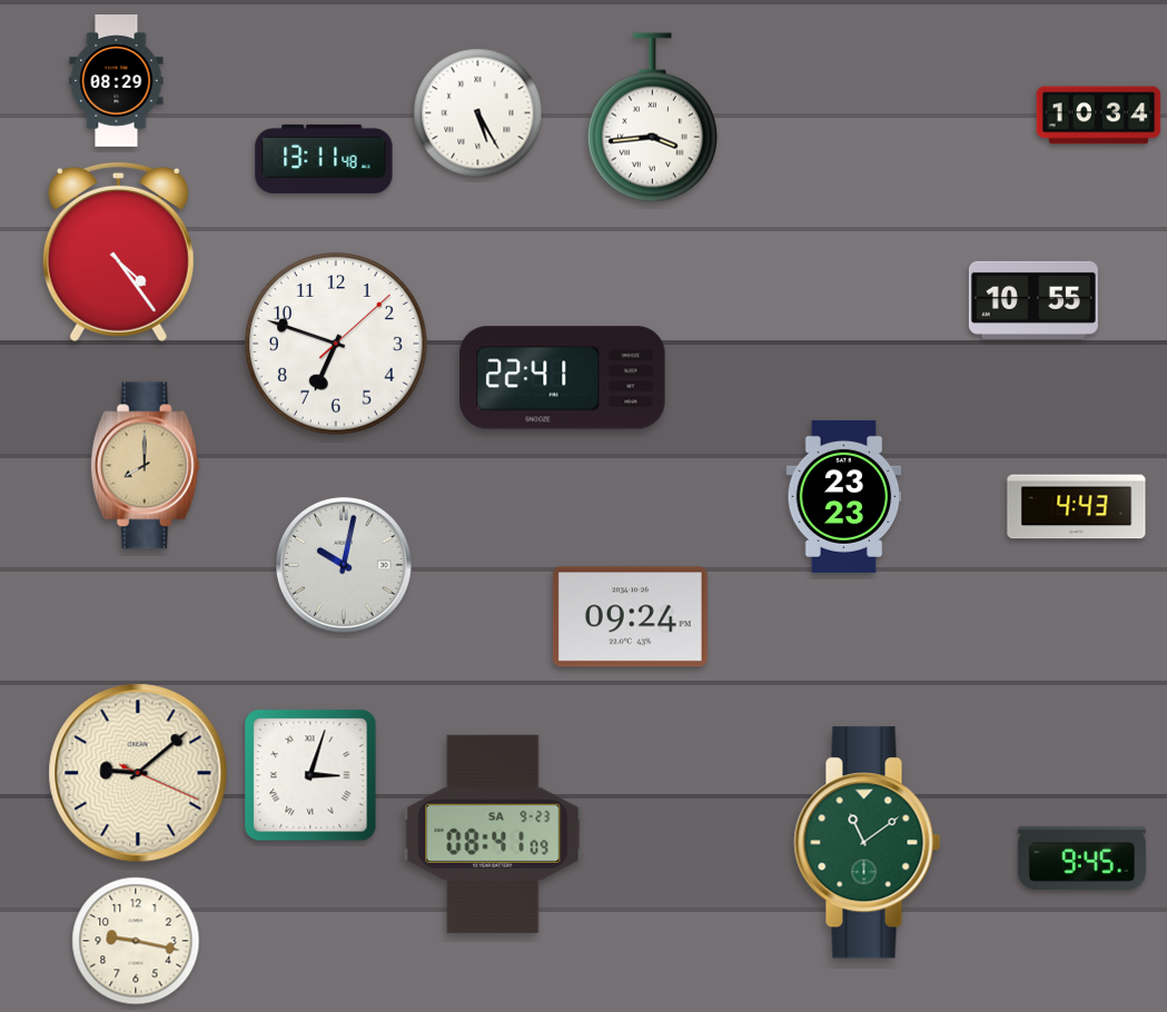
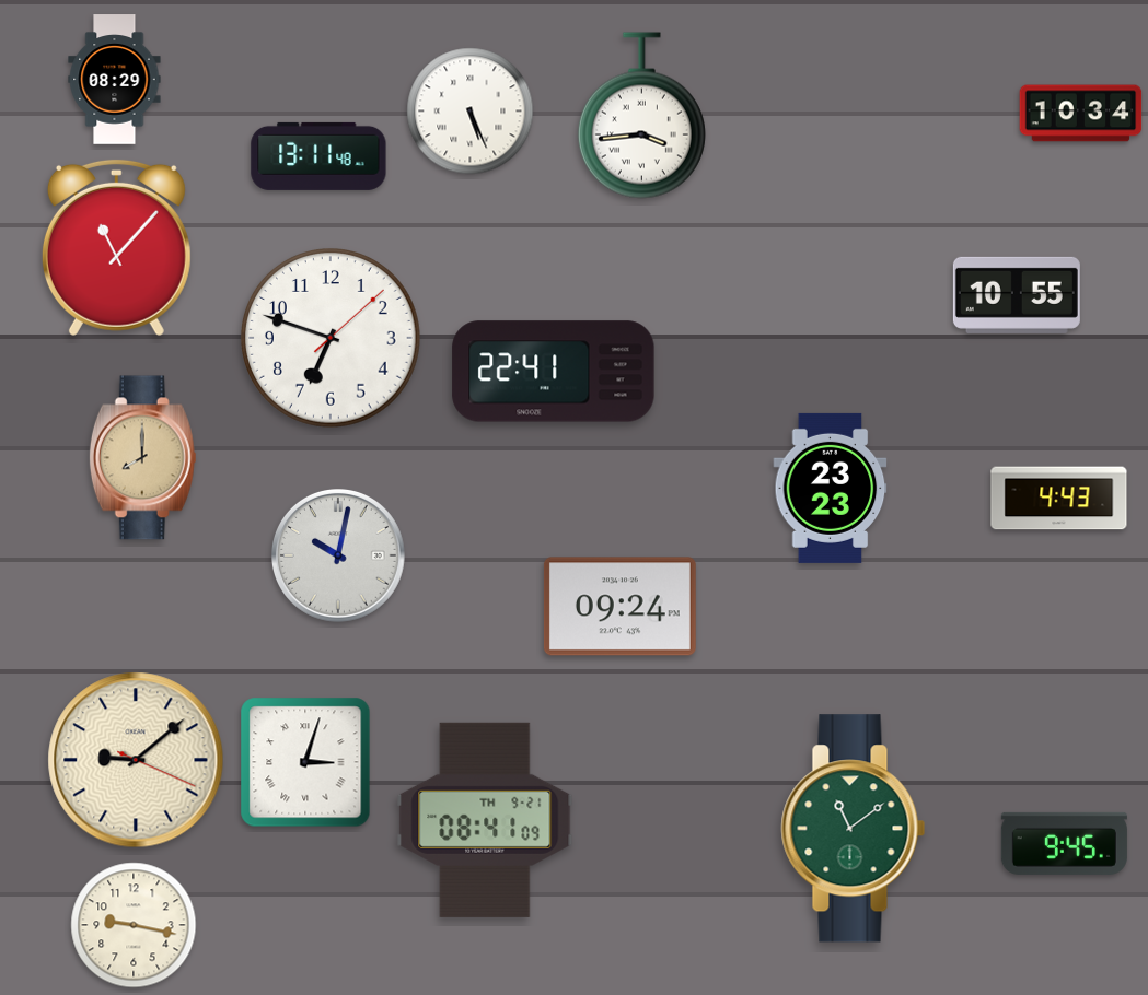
clock at (478, 113): 5:25 -> 5:26
clock at (118, 251): 4:24 -> 11:07
clock at (493, 834) date: SA 9-23 -> TH 9-21
